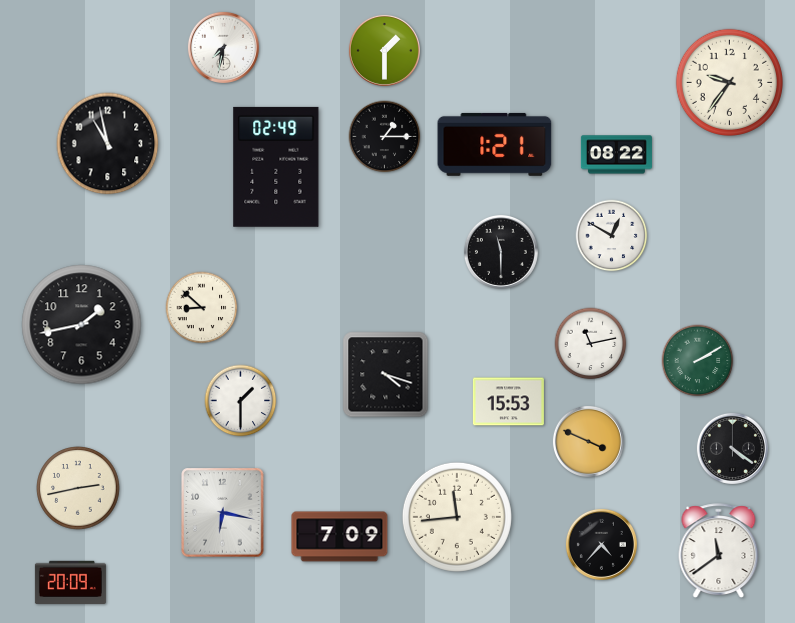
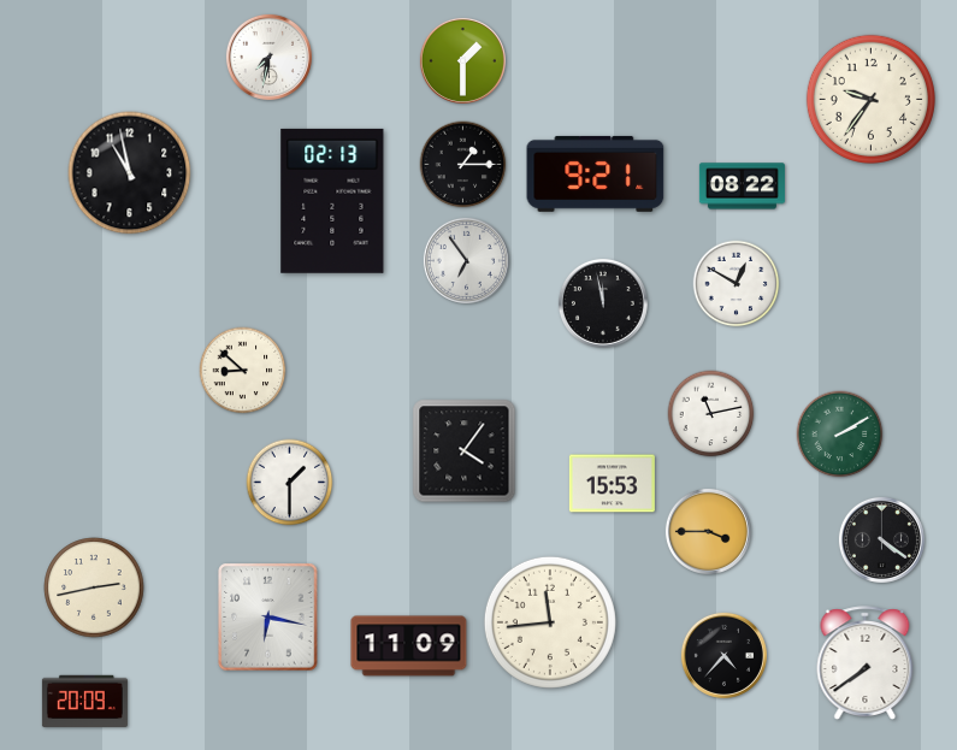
clock at (729, 82) position: (729, 82) -> (870, 99)
clock at (495, 144): 1:21 -> 9:21
clock at (276, 167): 02:49 -> 02:13
clock at (466, 260): none -> 6:54
clock at (501, 252): 11:30 -> 11:58
clock at (82, 325): 1:43 -> none
clock at (386, 375): 4:18 -> 4:06
clock at (588, 441): 3:49 -> 3:45
clock at (340, 537): 7:09 -> 11:09
clock at (719, 551): 11:39 -> 7:39
